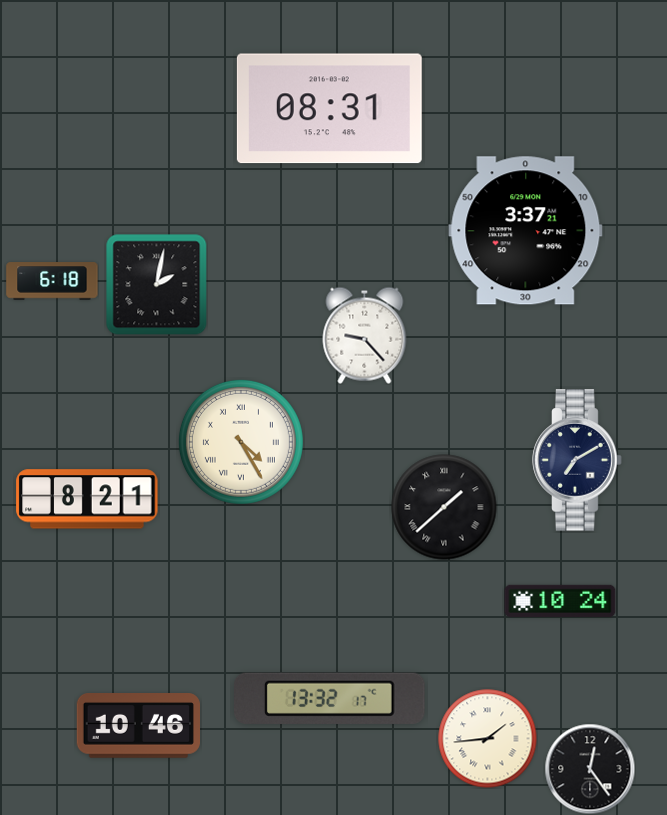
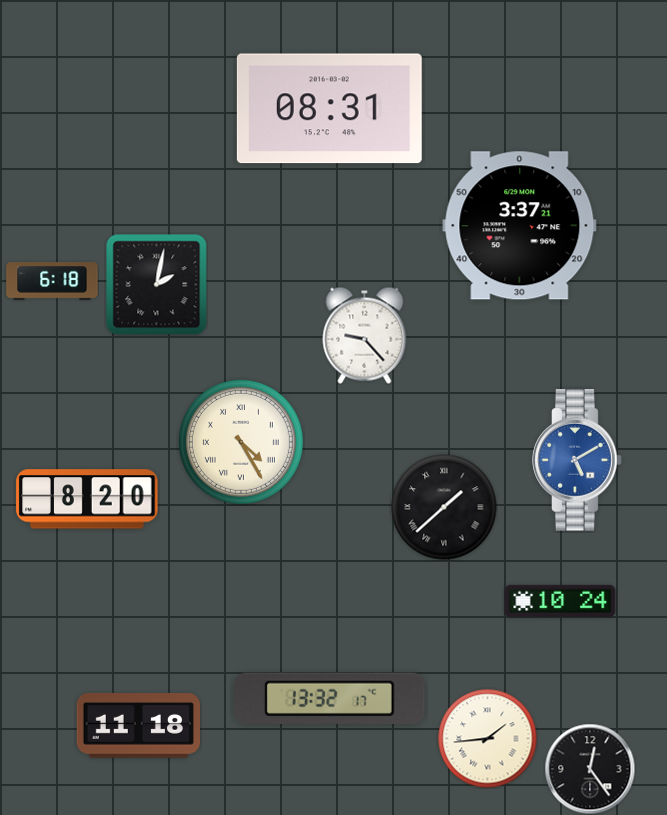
clock at (526, 231) position: (526, 231) -> (520, 226)
clock at (577, 460): 7:10 -> 5:10
clock at (577, 460) dial: navy -> blue
clock at (87, 499): 8:21 -> 8:20
clock at (138, 726): 10:46 -> 11:18
